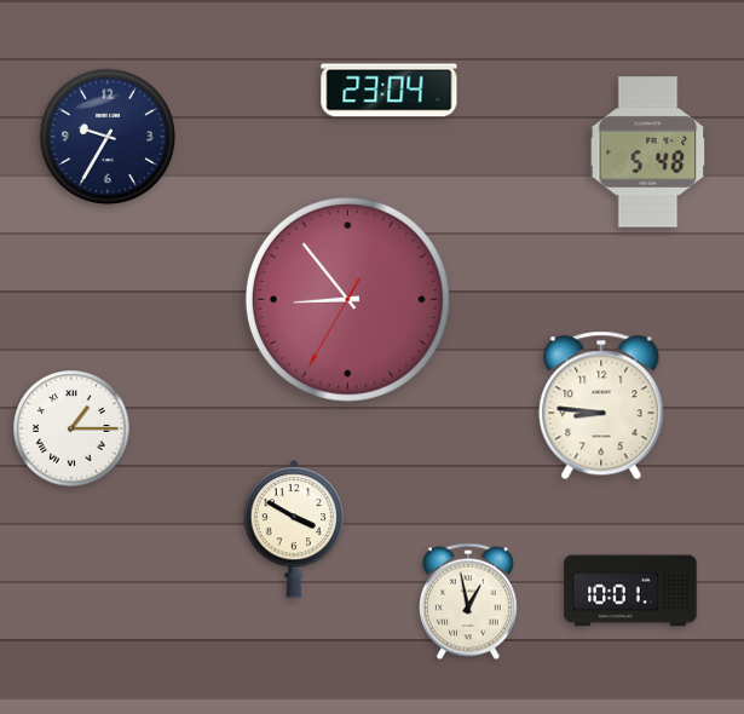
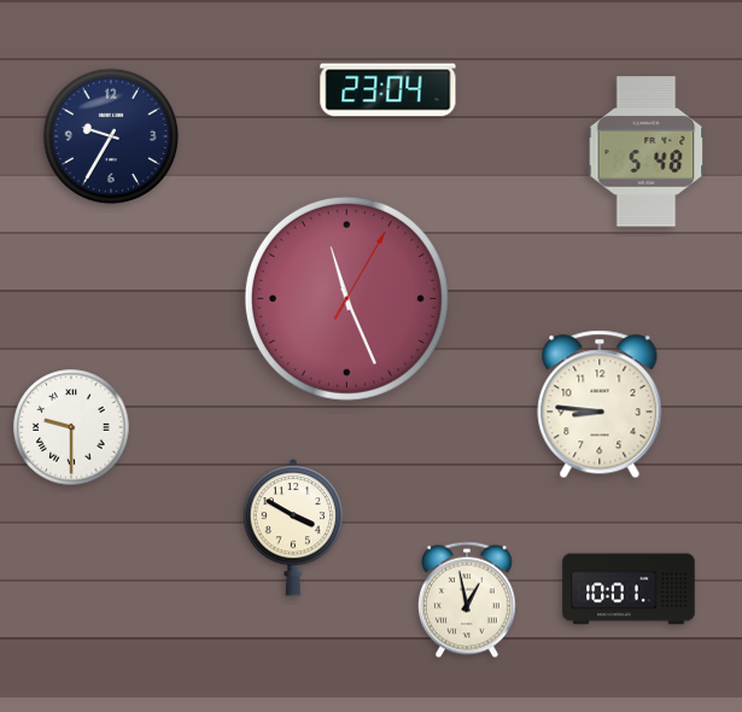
clock at (108, 137) position: (108, 137) -> (111, 136)
clock at (347, 299): 8:53 -> 11:26
clock at (71, 428): 1:15 -> 9:30
